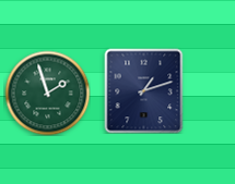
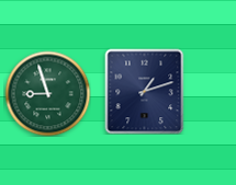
clock at (47, 93): 1:57 -> 8:57
